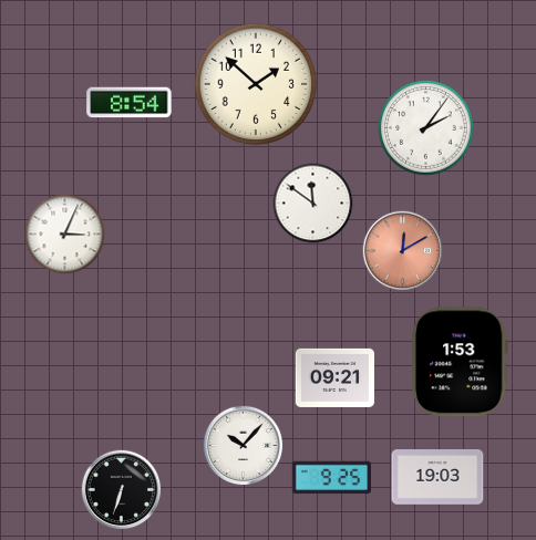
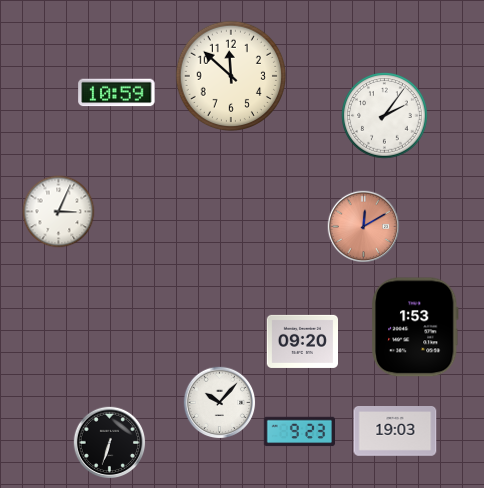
clock at (256, 83): 1:52 -> 11:52
clock at (130, 103): 8:54 -> 10:59
clock at (313, 204): 11:51 -> none
clock at (334, 377): 09:21 -> 09:20
clock at (331, 478): 9:25 -> 9:23
